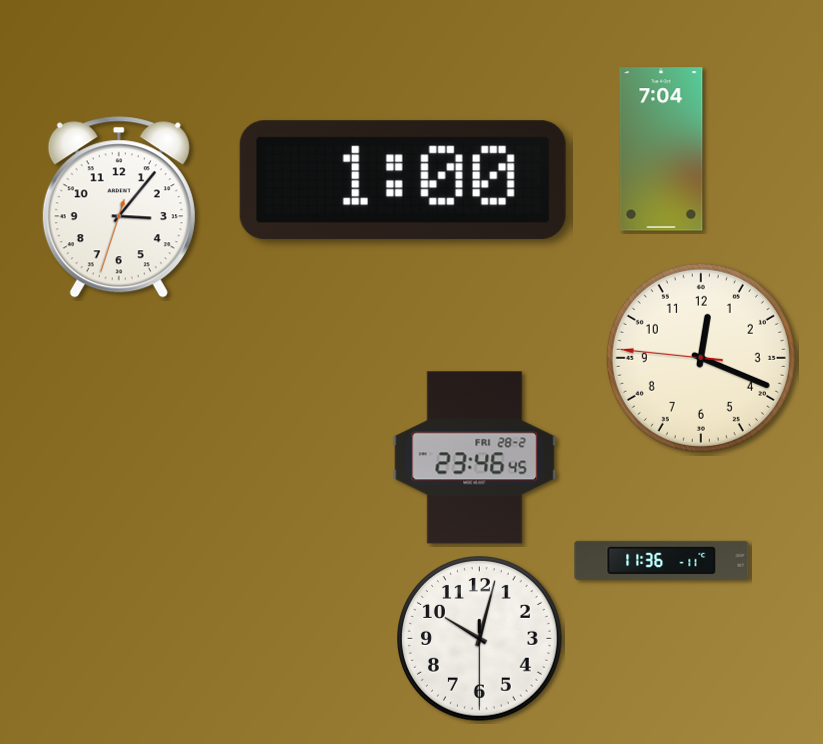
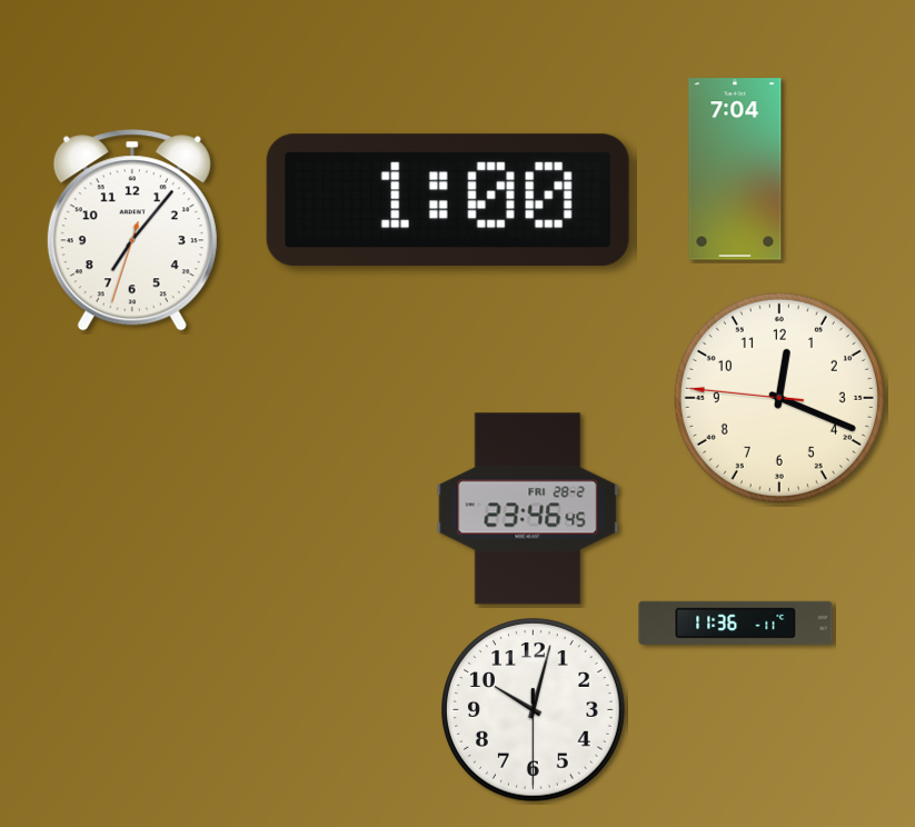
clock at (661, 149) position: (661, 149) -> (735, 169)
clock at (119, 207): 3:06 -> 7:06
